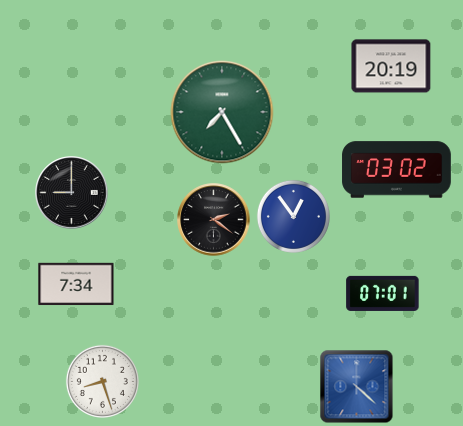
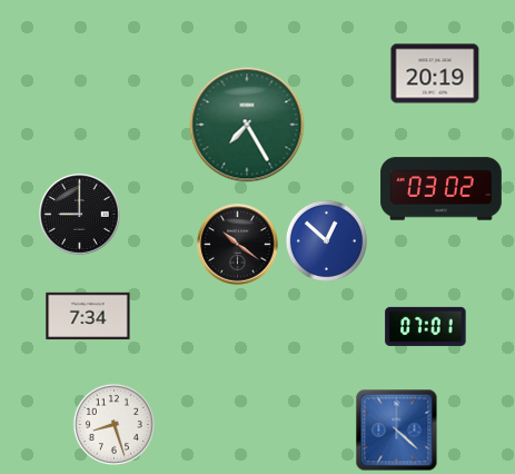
clock at (293, 216): 12:54 -> 12:52
clock at (214, 220): 2:21 -> 10:21
clock at (76, 284) position: (76, 284) -> (88, 316)
